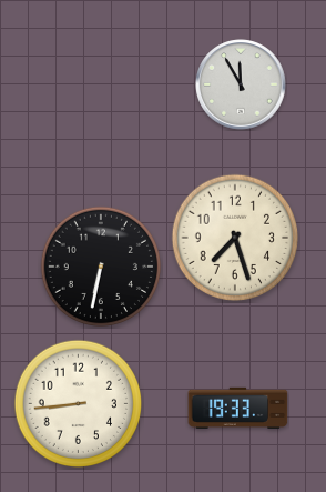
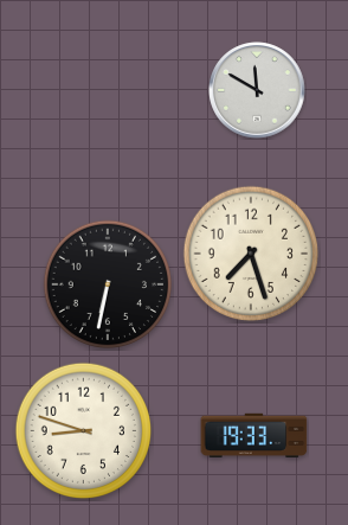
clock at (241, 84): 11:55 -> 11:50
clock at (79, 404): 8:44 -> 8:48
